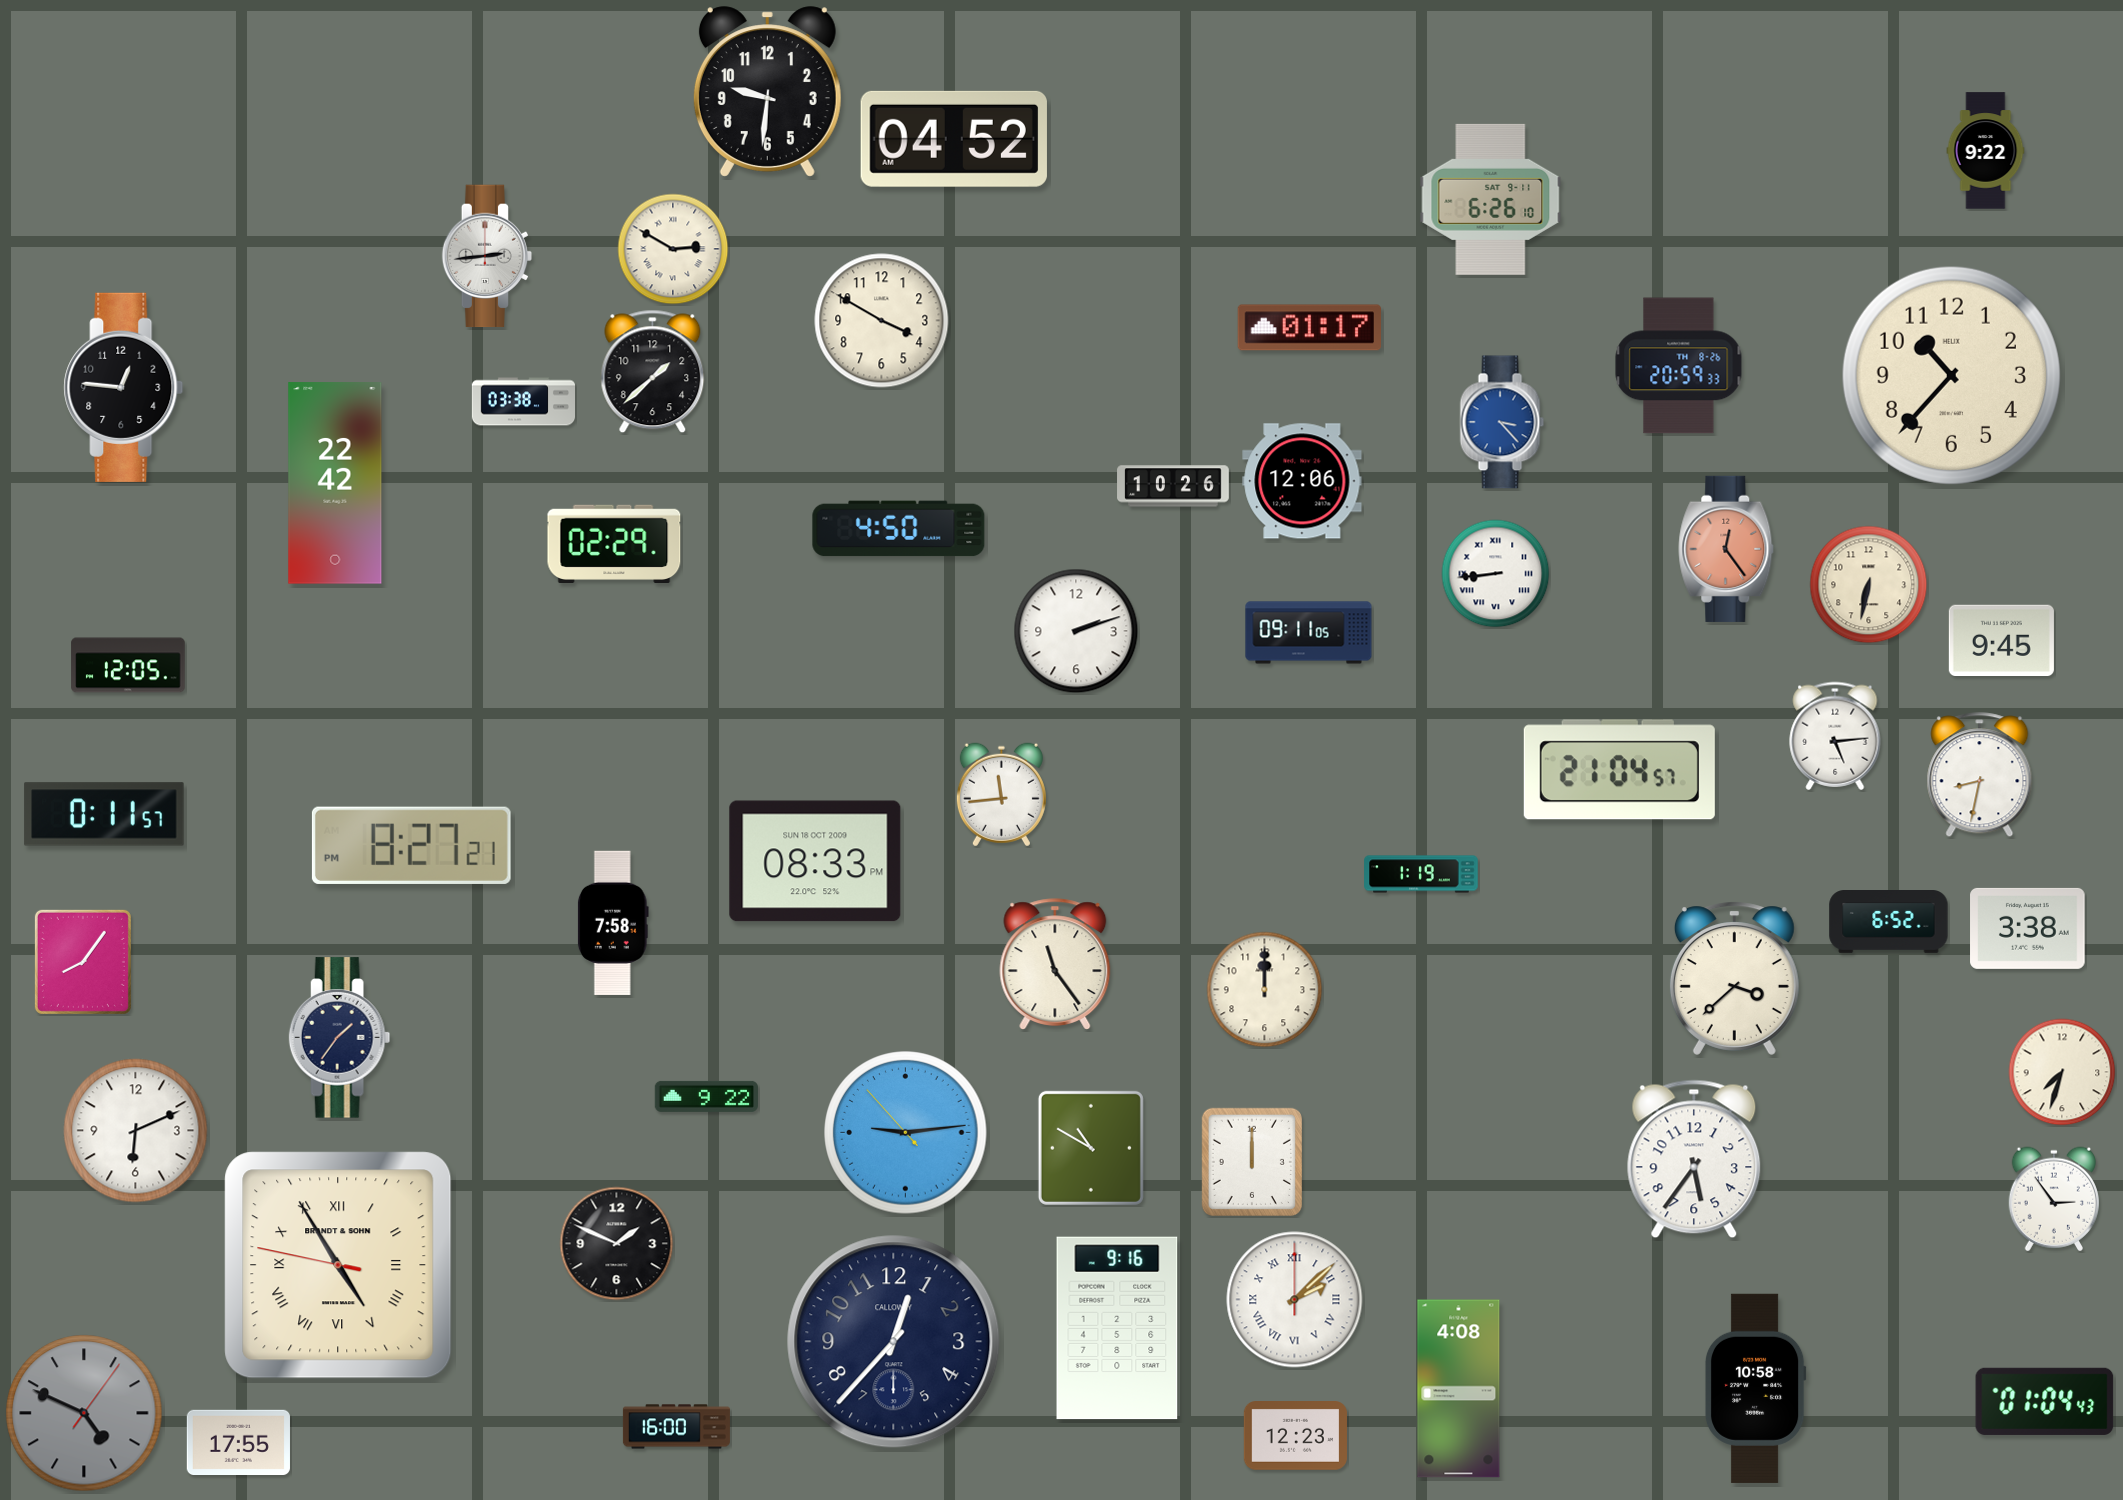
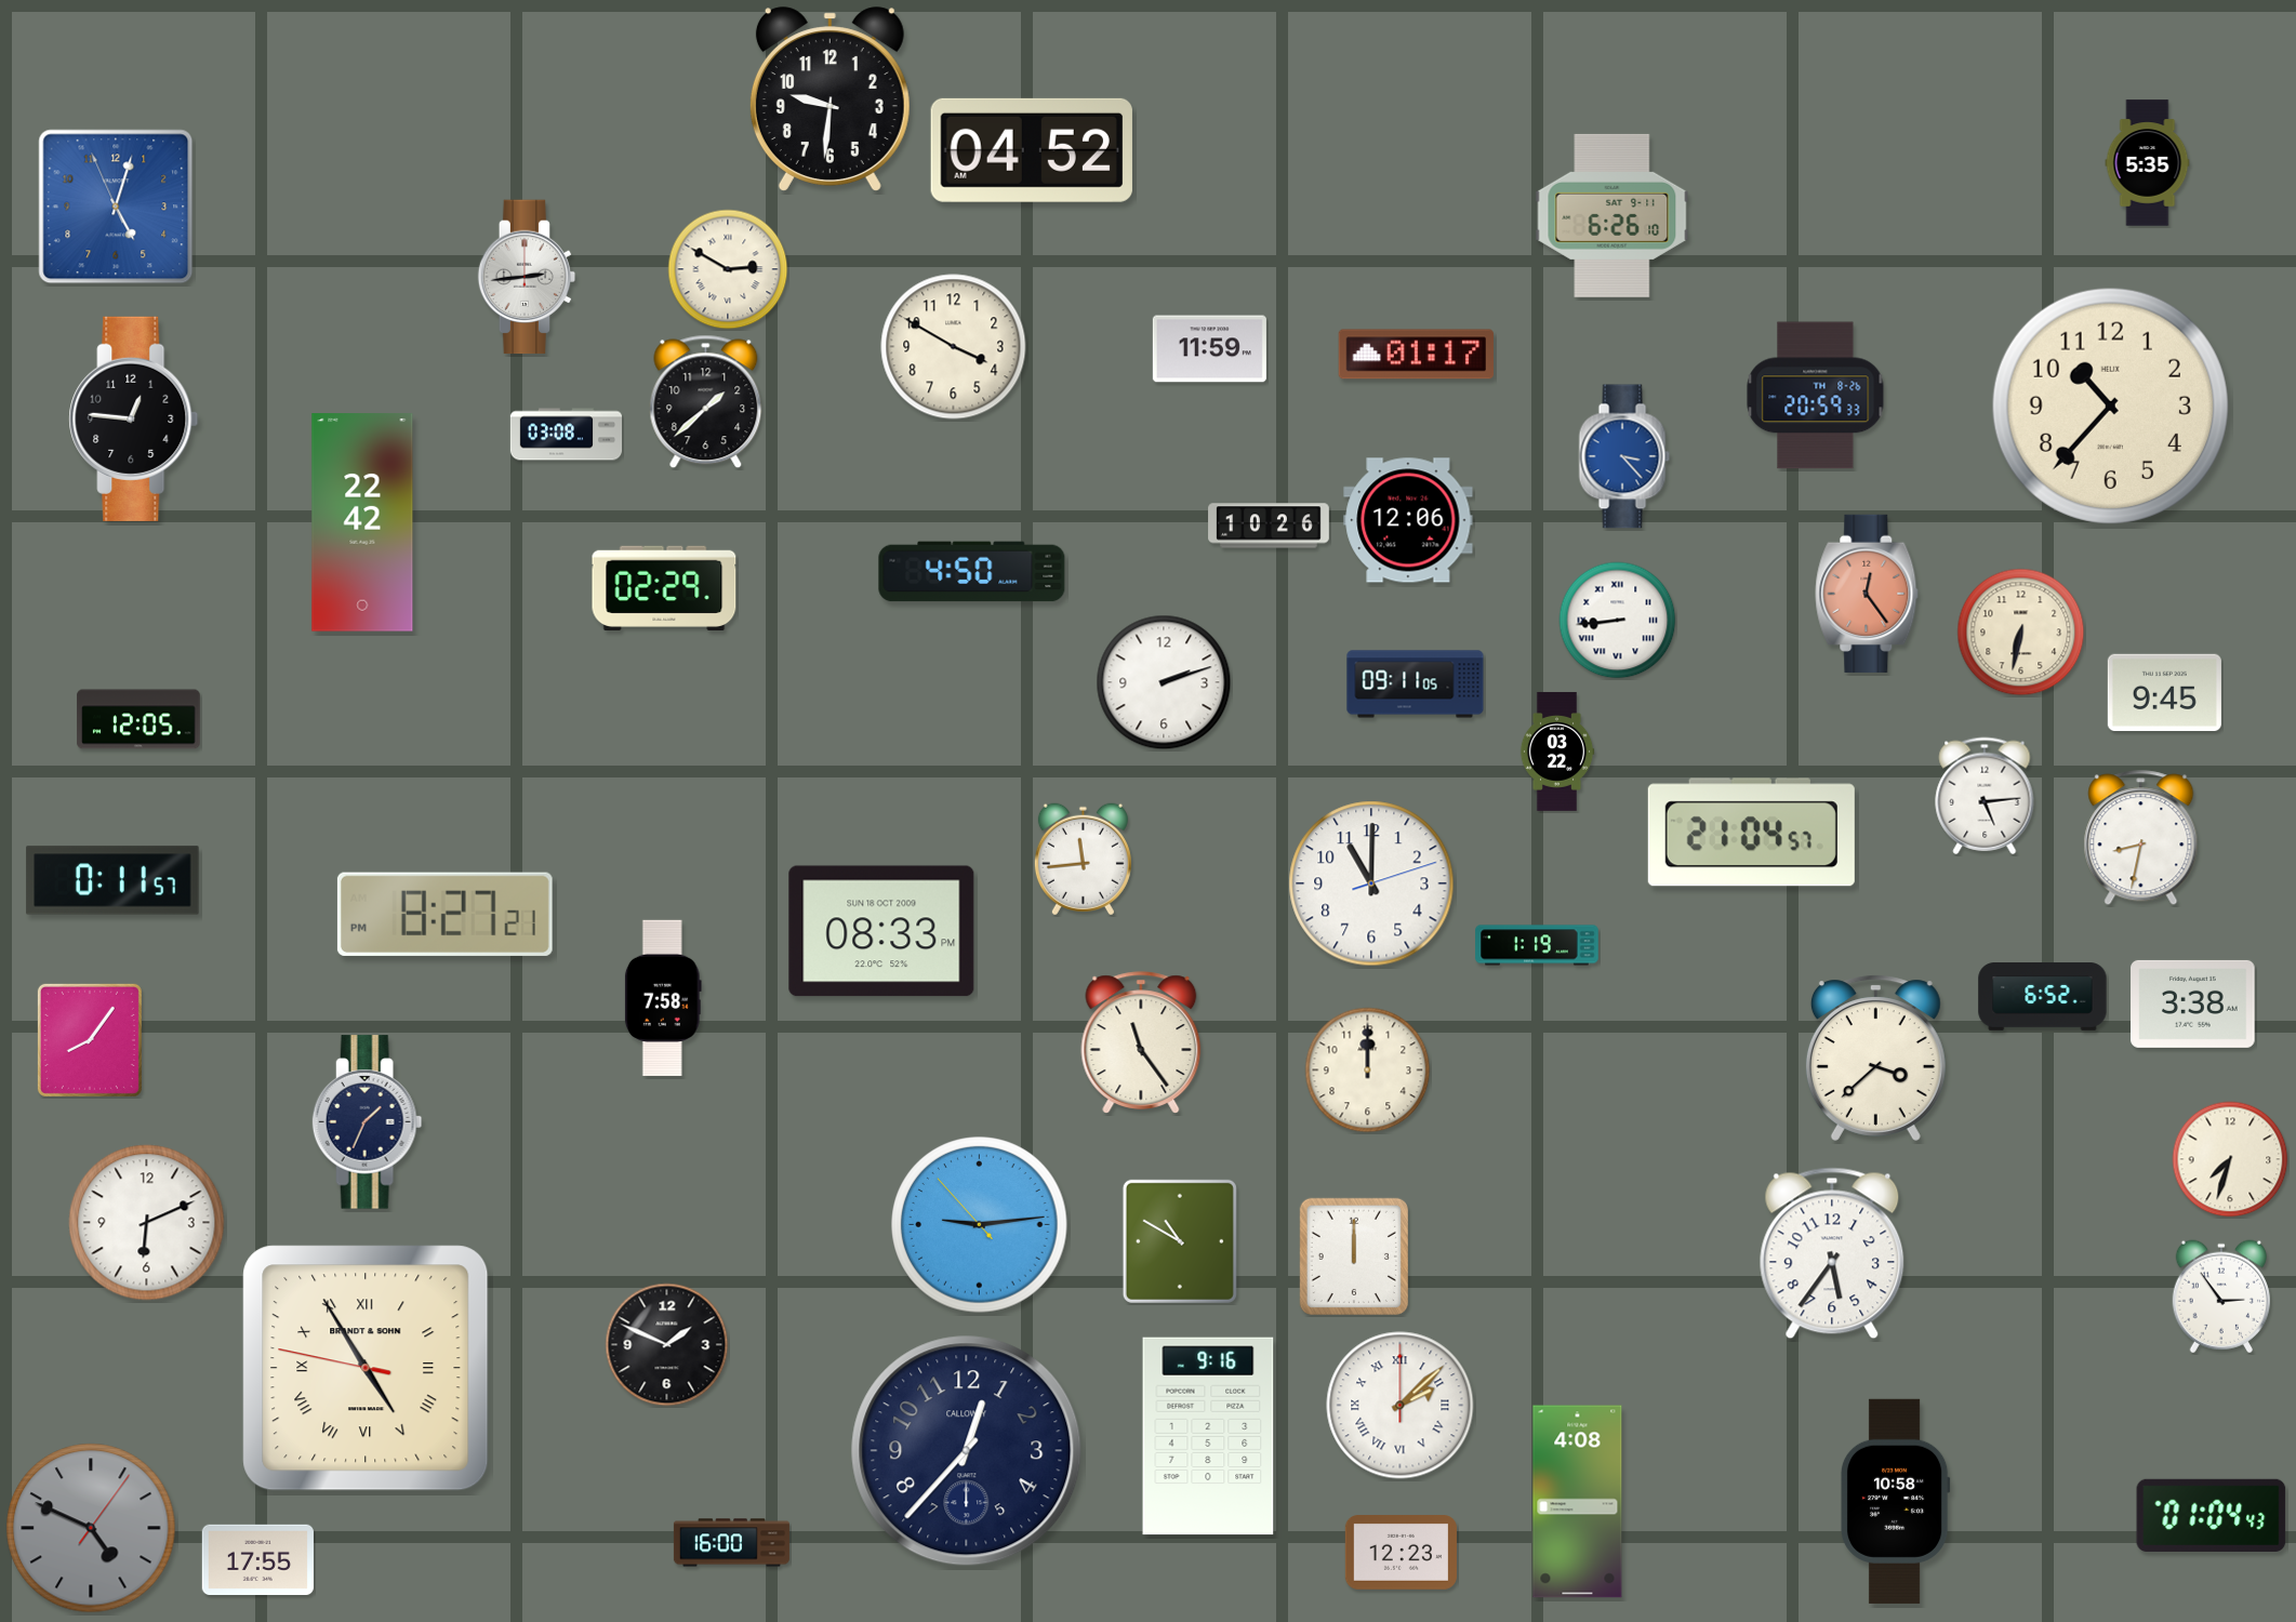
clock at (1986, 151): 9:22 -> 5:35
clock at (116, 207): none -> 5:02
clock at (1209, 349): none -> 11:59
clock at (523, 402): 03:38 -> 03:08
clock at (1557, 752): none -> 03:22
clock at (1371, 883): none -> 11:00
clock at (340, 1038): 1:36 -> 1:34
clock at (706, 1096): 9:22 -> none
clock at (1755, 1388) position: (1755, 1388) -> (1895, 1501)
